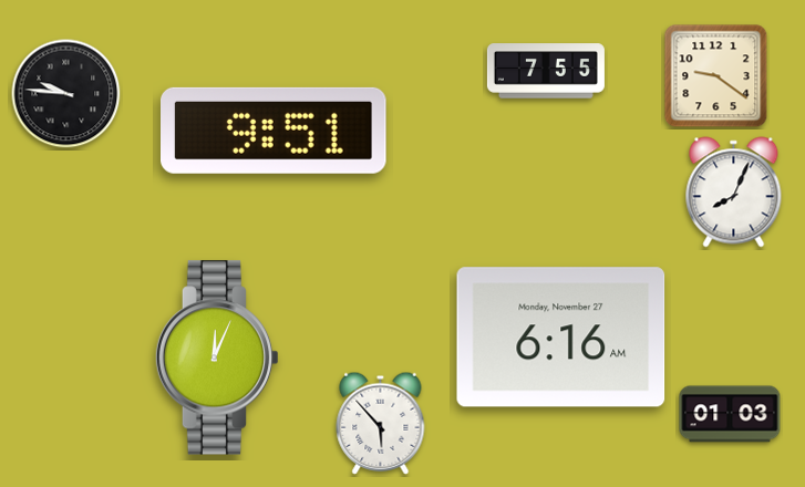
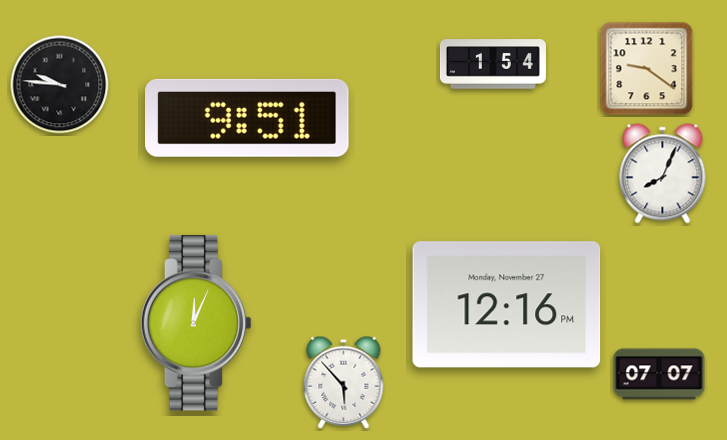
clock at (546, 71): 7:55 -> 1:54
clock at (561, 338): 6:16 -> 12:16
clock at (730, 414): 01:03 -> 07:07
